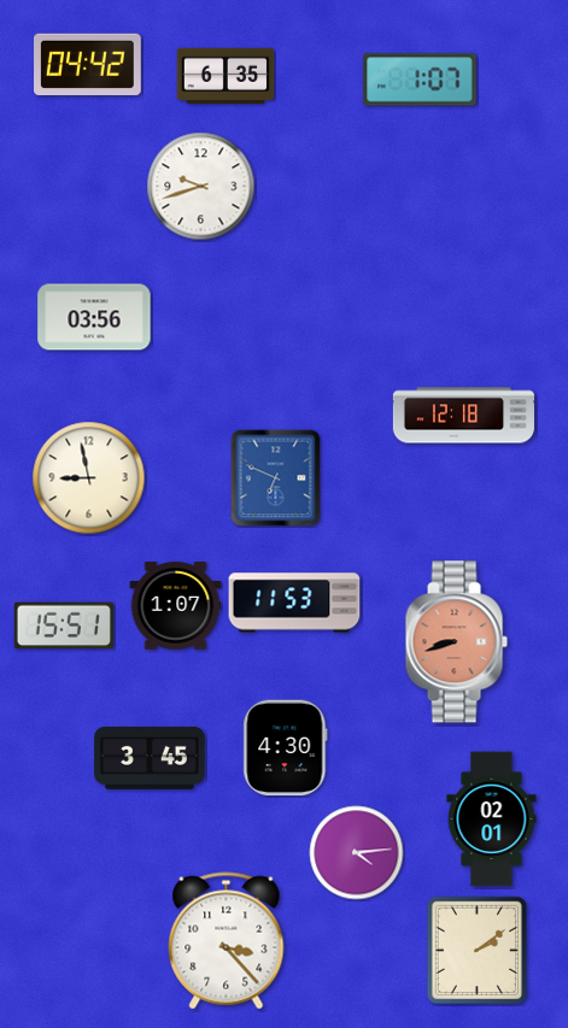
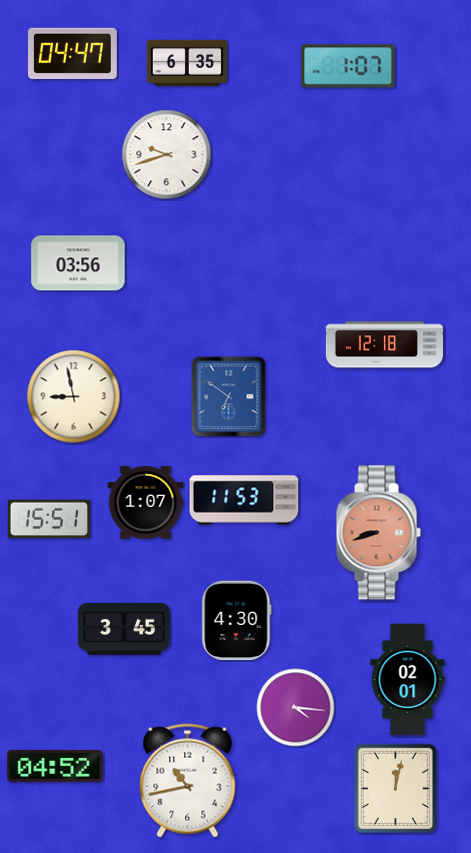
clock at (88, 65): 04:42 -> 04:47
clock at (276, 478): 6:49 -> 6:51
clock at (64, 625) position: (64, 625) -> (49, 519)
clock at (357, 853): 4:14 -> 4:16
clock at (55, 766): none -> 04:52
clock at (227, 941): 3:23 -> 10:43
clock at (476, 950): 2:09 -> 12:02
